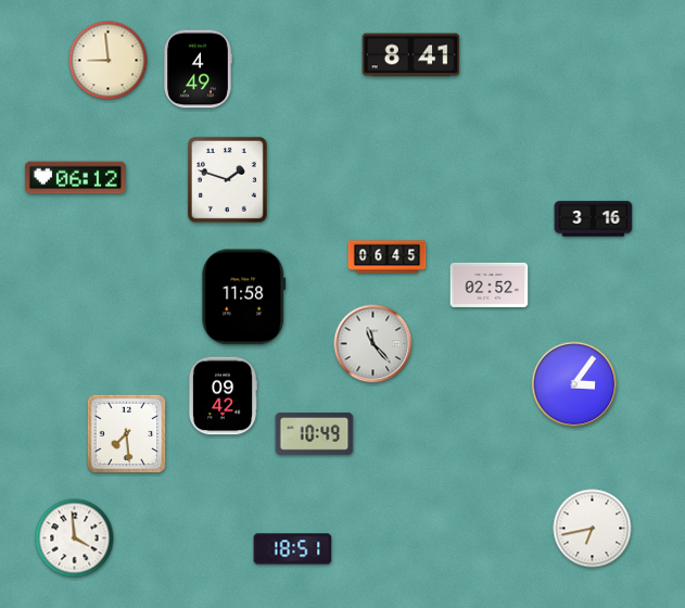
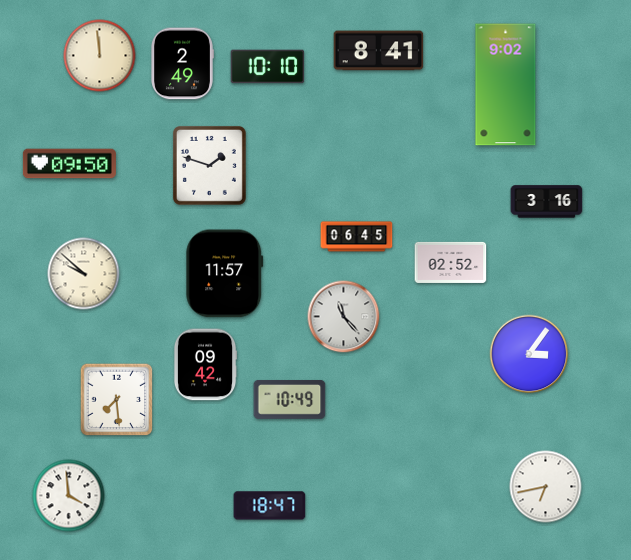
clock at (109, 61): 8:59 -> 11:59
clock at (198, 69): 4:49 -> 2:49
clock at (268, 67): none -> 10:10
clock at (506, 85): none -> 9:02
clock at (75, 178): 06:12 -> 09:50
clock at (84, 274): none -> 9:52
clock at (244, 297): 11:58 -> 11:57
clock at (293, 549): 18:51 -> 18:47
